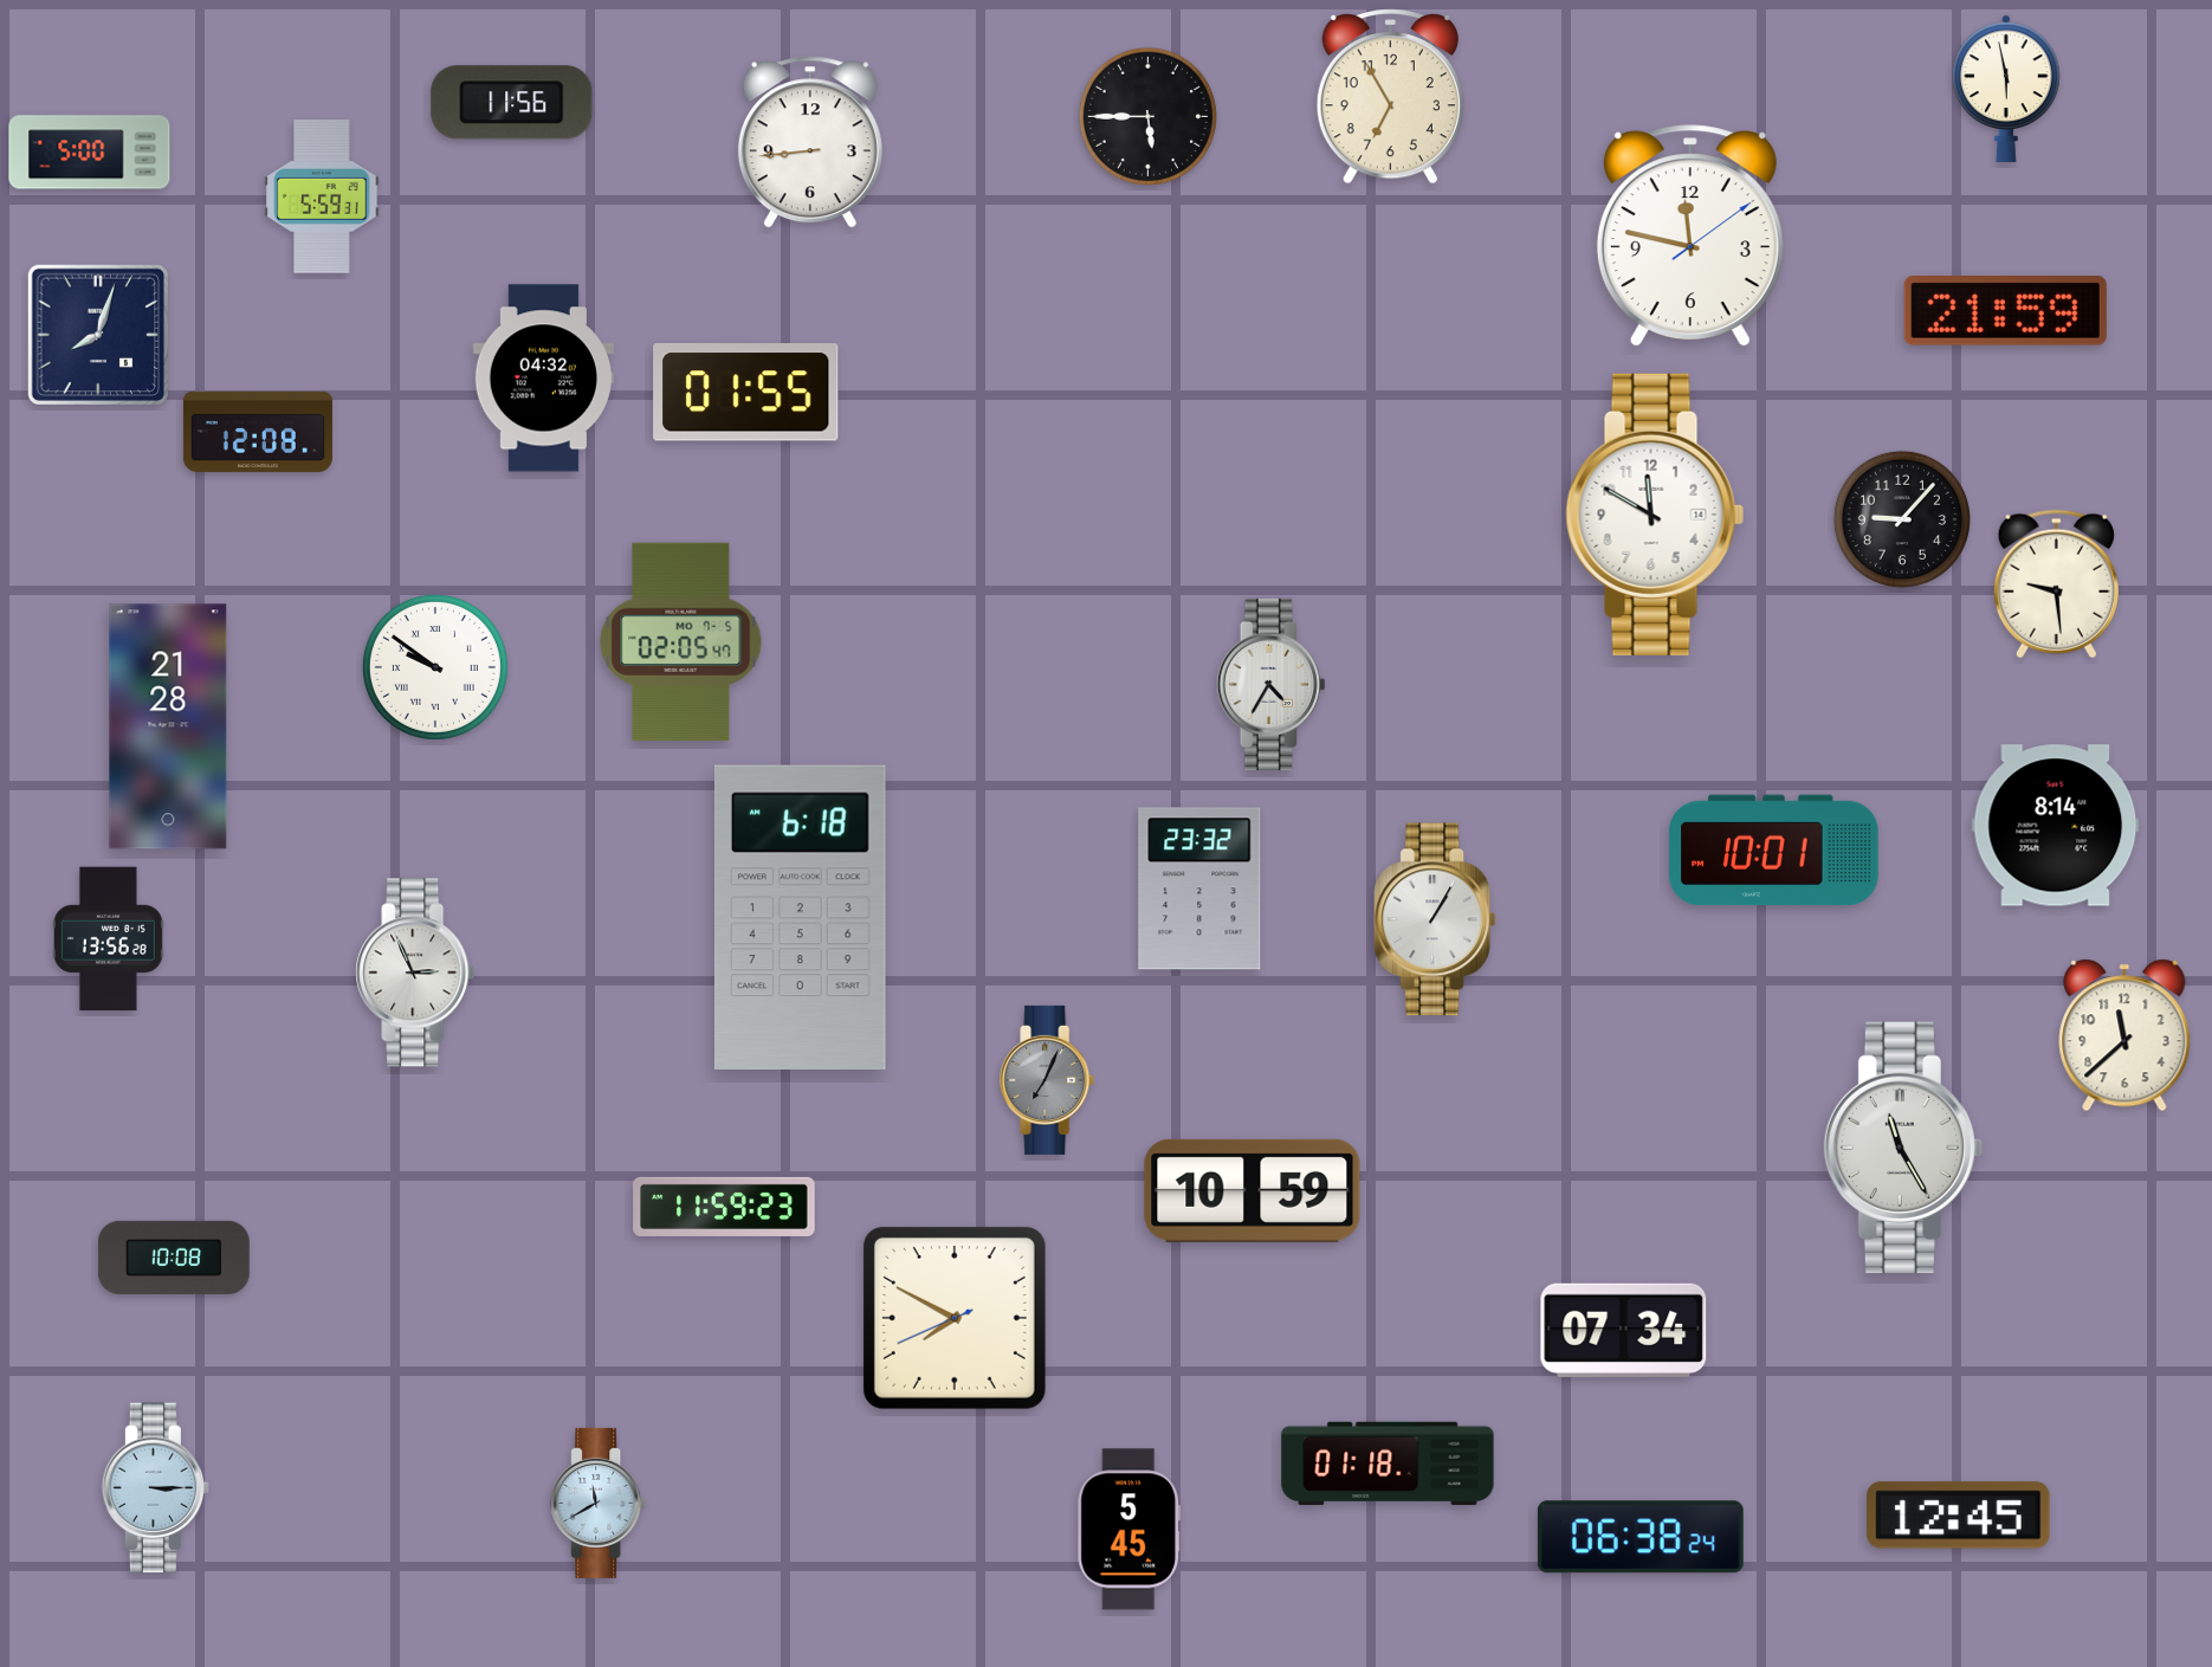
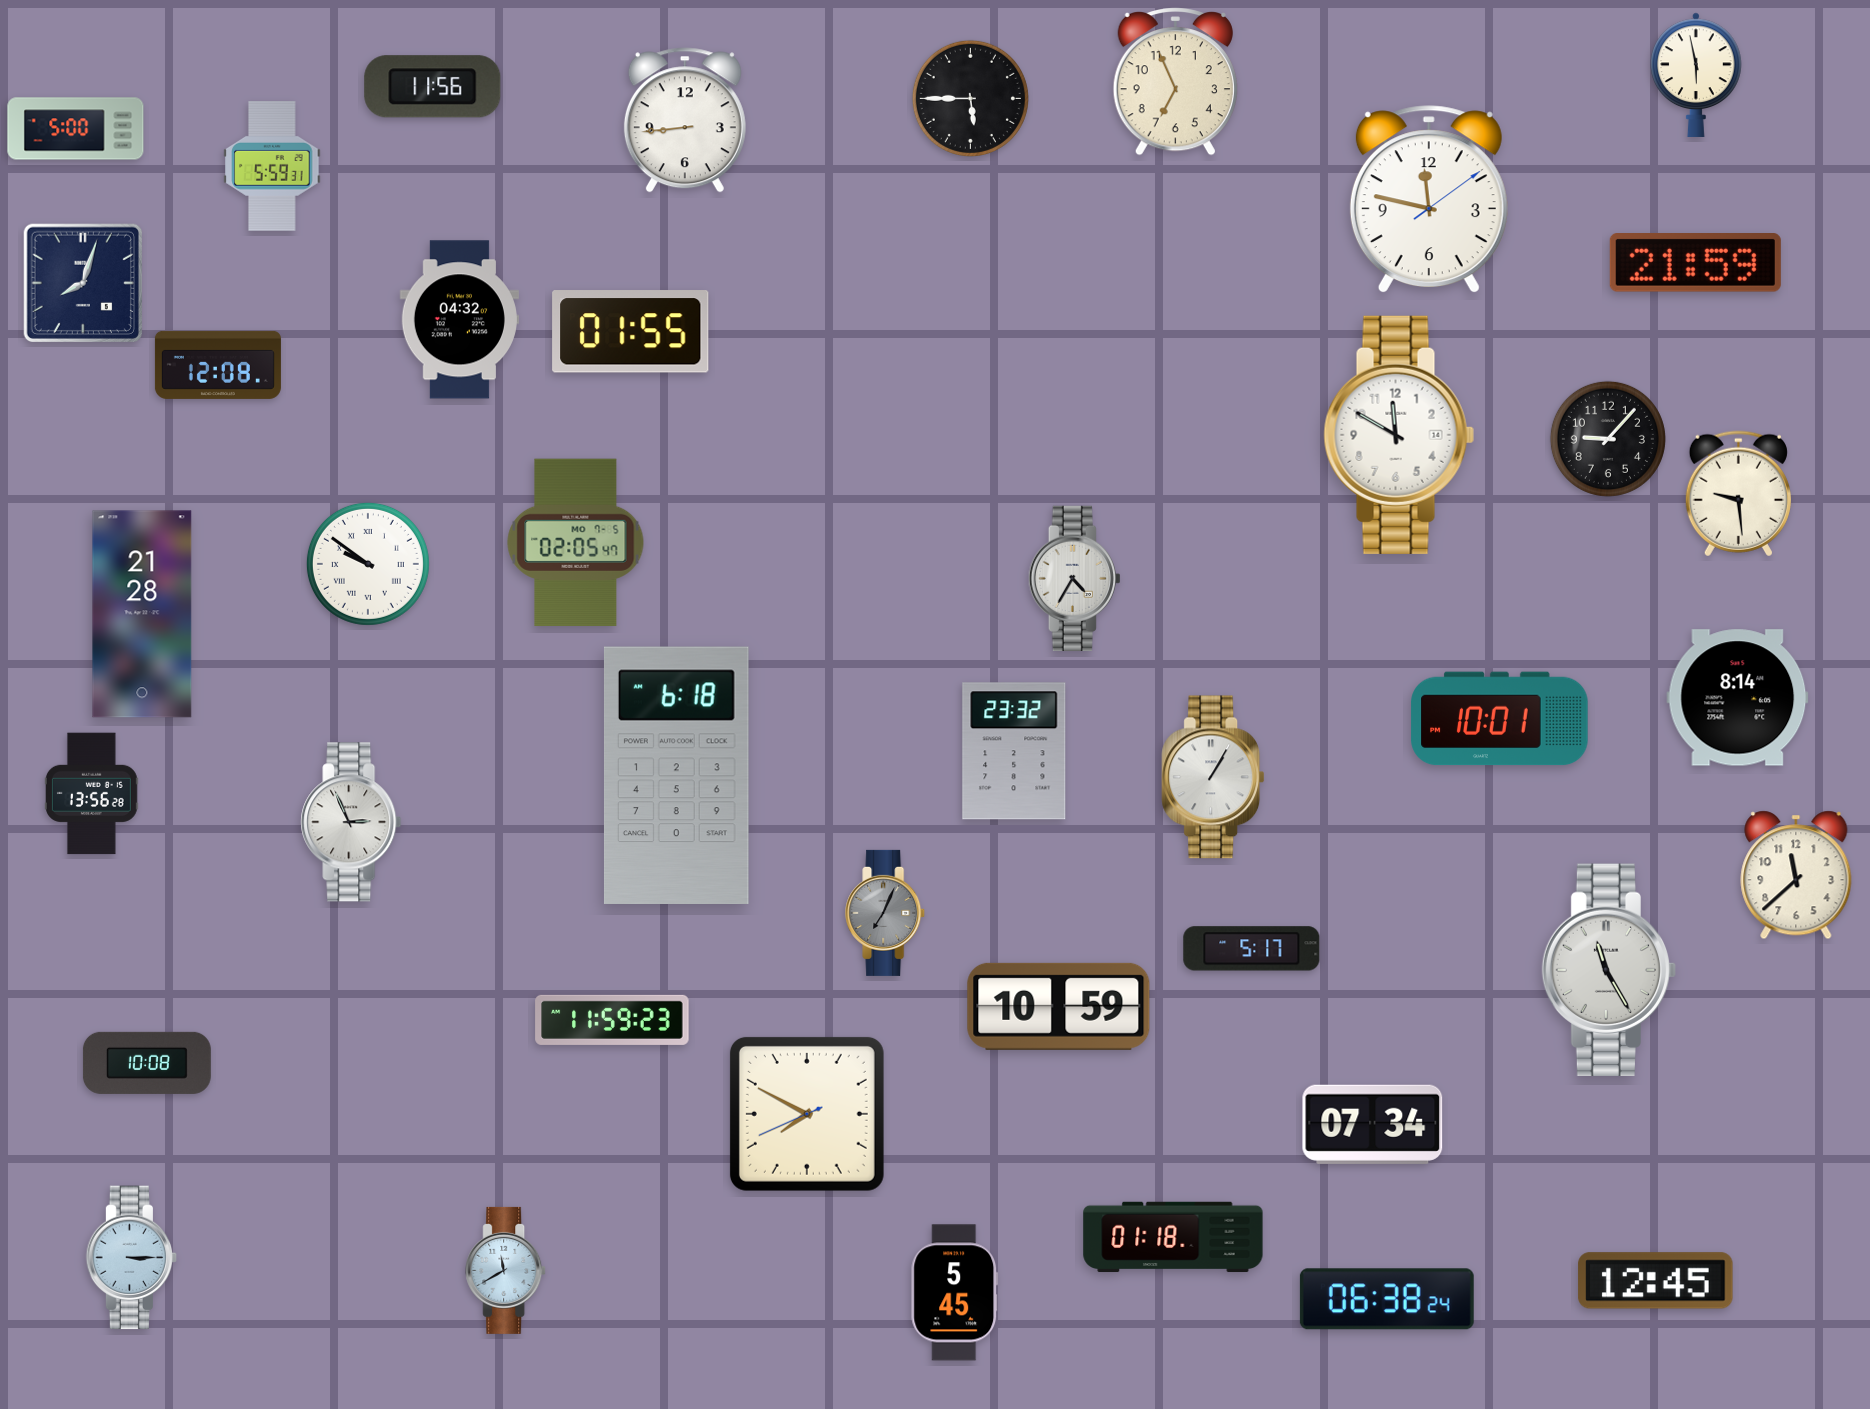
clock at (1390, 97): 6:55 -> 6:56
clock at (1252, 949): none -> 5:17
